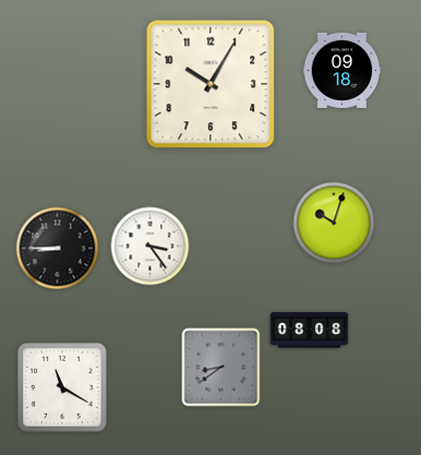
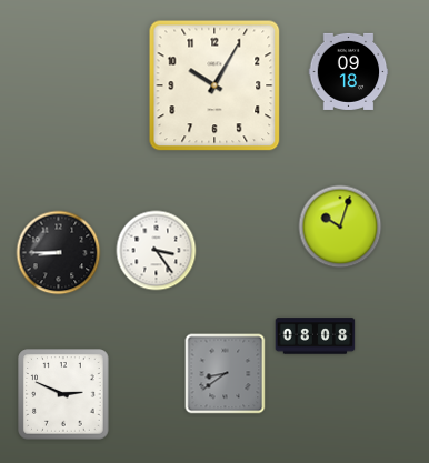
clock at (151, 247) position: (151, 247) -> (157, 251)
clock at (62, 387): 11:20 -> 2:49
